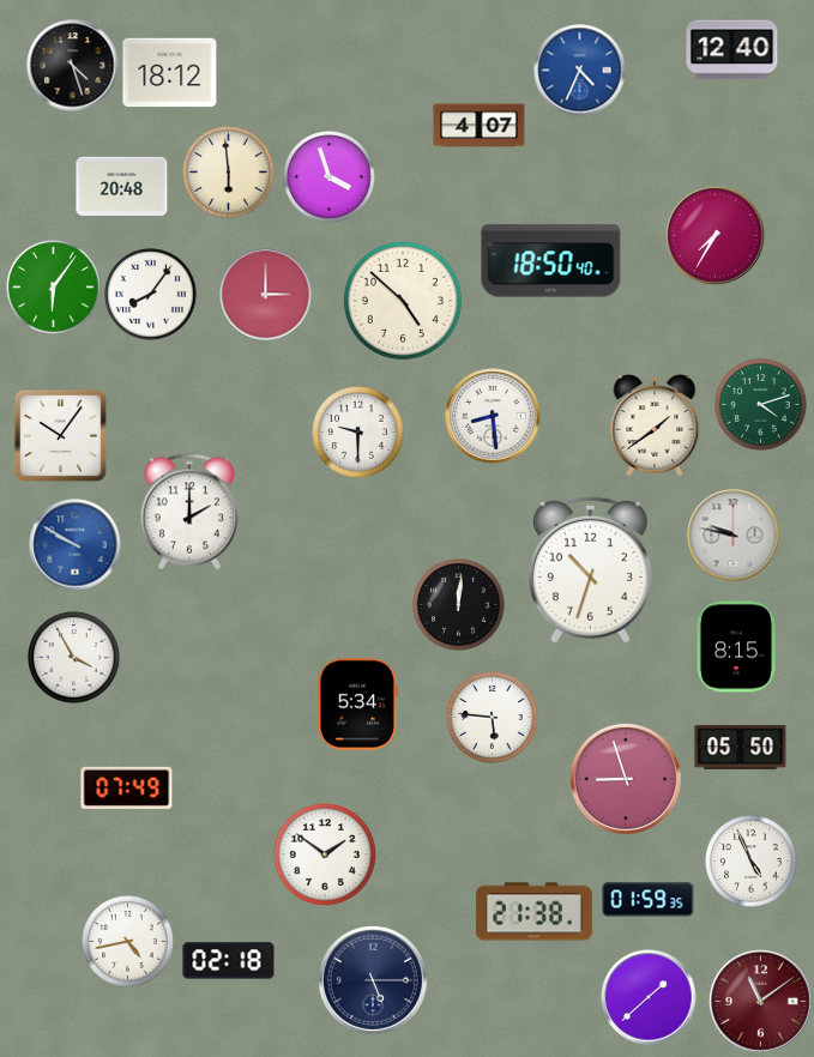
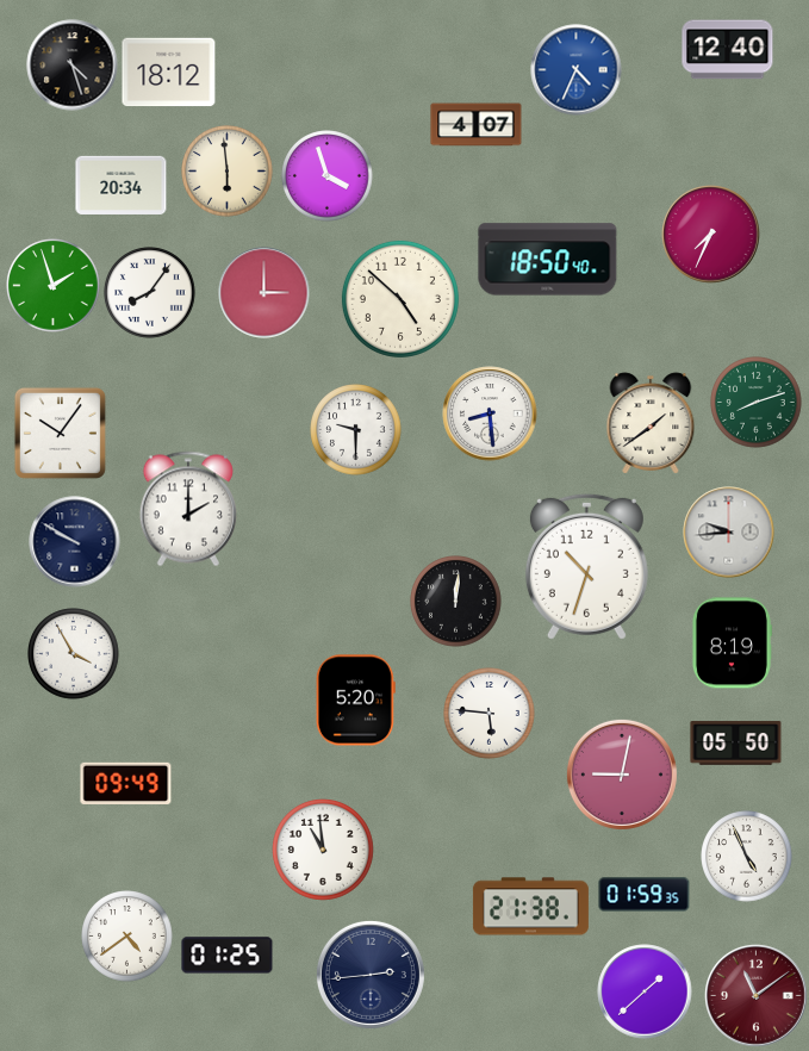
clock at (122, 186): 20:48 -> 20:34
clock at (716, 236): 7:35 -> 7:34
clock at (54, 288): 6:06 -> 1:57
clock at (761, 405): 4:12 -> 8:12
clock at (734, 536): 9:47 -> 9:44
clock at (76, 545) dial: blue -> navy
clock at (736, 647): 8:15 -> 8:19
clock at (357, 705): 5:34 -> 5:20
clock at (626, 779): 8:57 -> 9:02
clock at (127, 787): 07:49 -> 09:49
clock at (326, 856): 1:51 -> 10:59
clock at (128, 942): 4:43 -> 4:39
clock at (229, 961): 02:18 -> 01:25
clock at (373, 980): 5:15 -> 2:44
